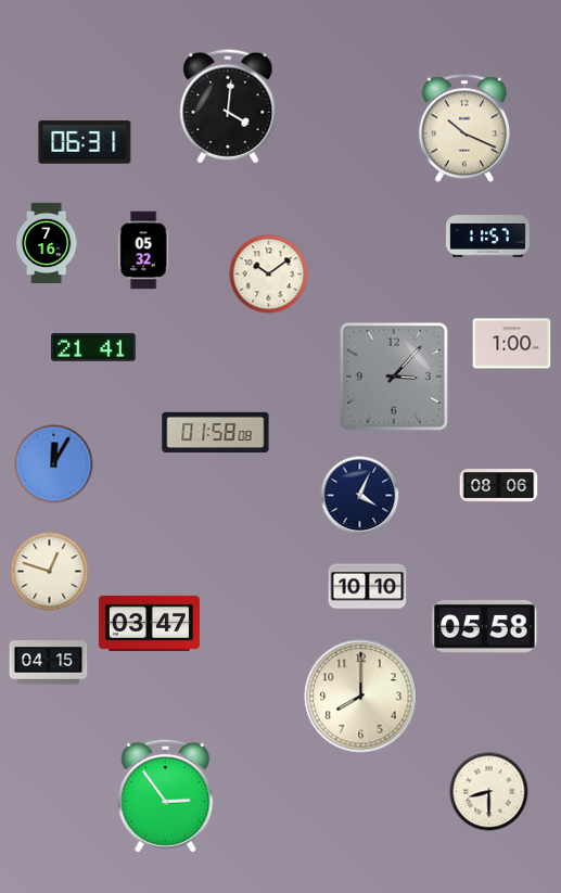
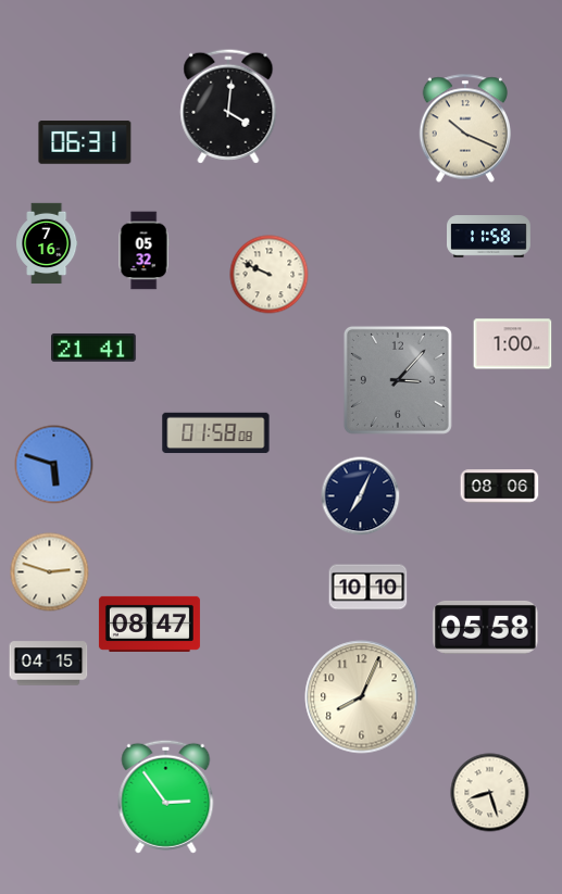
clock at (488, 237): 11:57 -> 11:58
clock at (269, 275): 10:09 -> 9:49
clock at (394, 377) position: (394, 377) -> (398, 380)
clock at (54, 464): 12:05 -> 5:48
clock at (360, 496): 4:04 -> 7:04
clock at (50, 572): 12:48 -> 2:48
clock at (149, 623): 03:47 -> 08:47
clock at (361, 697): 8:00 -> 8:04
clock at (489, 792): 8:30 -> 8:27
